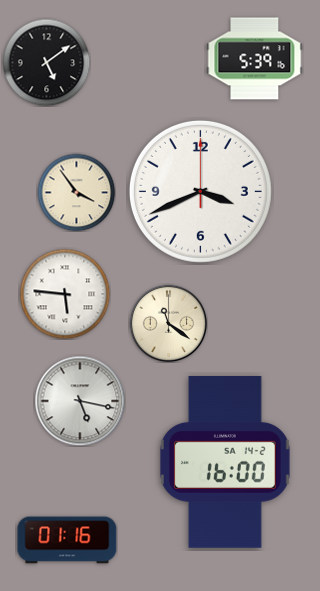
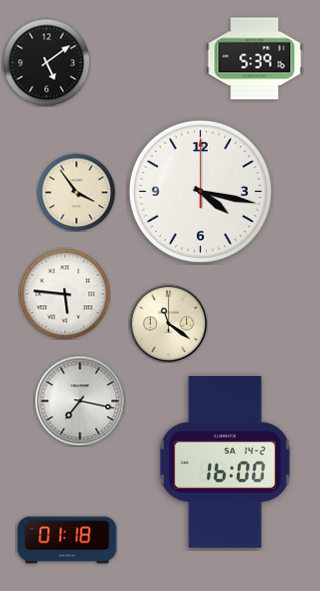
clock at (200, 191): 3:41 -> 4:17
clock at (80, 401): 5:17 -> 7:17
clock at (67, 540): 01:16 -> 01:18
